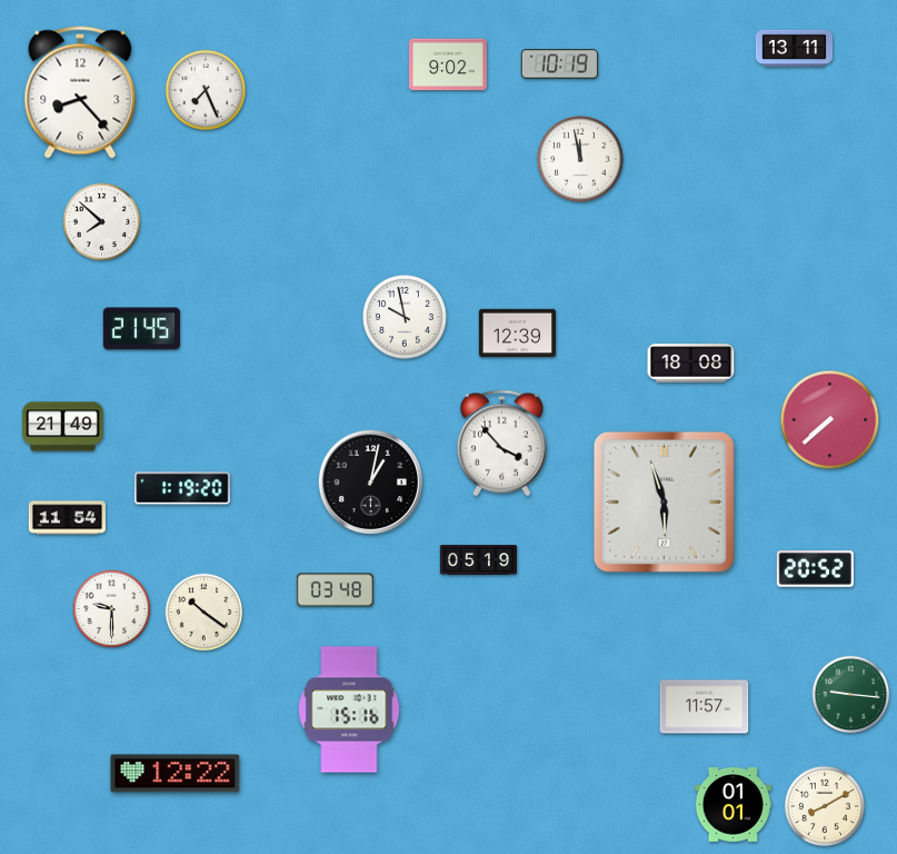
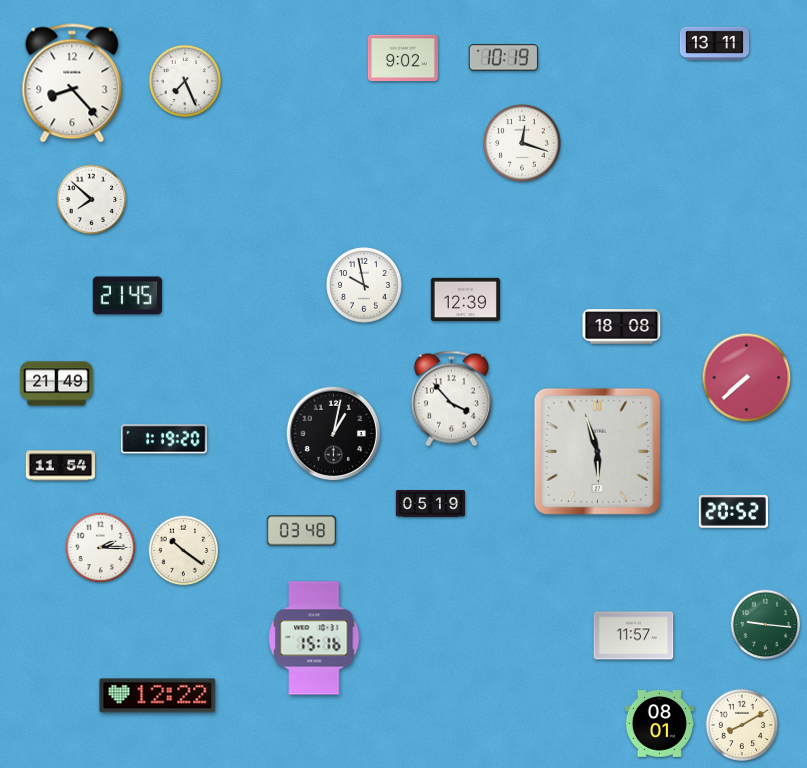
clock at (580, 159): 11:58 -> 12:18
clock at (112, 609): 9:30 -> 2:15
clock at (732, 805): 01:01 -> 08:01
